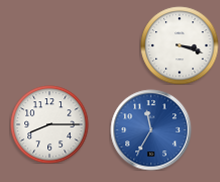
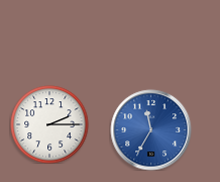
clock at (179, 45): 3:18 -> none
clock at (49, 124): 8:15 -> 2:15
